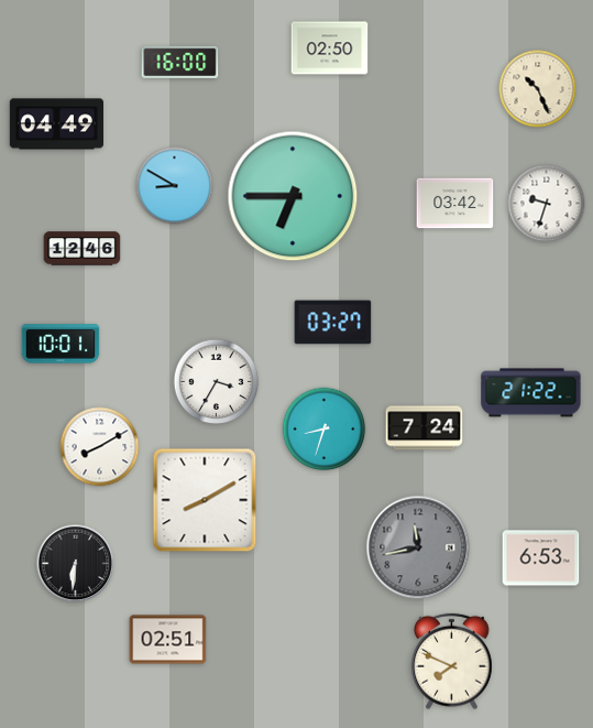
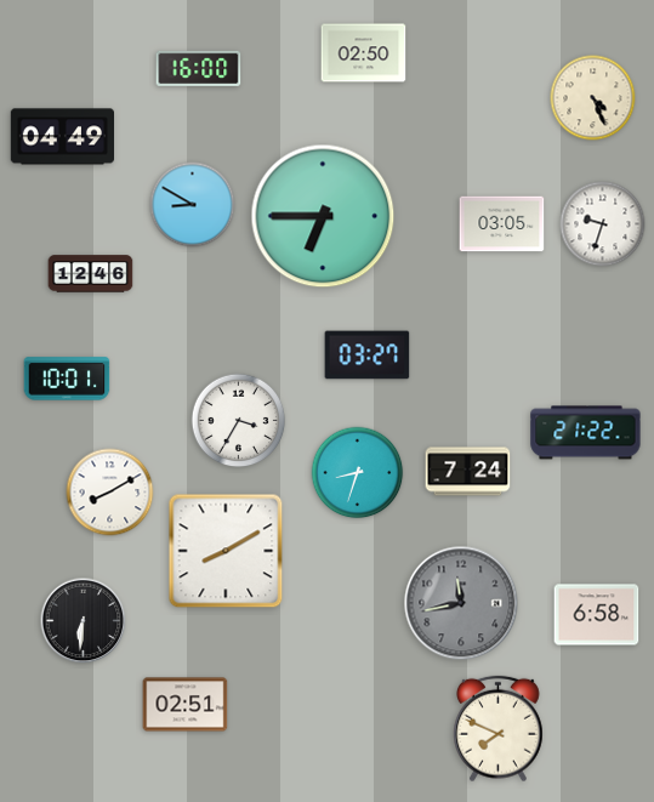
clock at (538, 89): 10:26 -> 4:26
clock at (455, 204): 03:42 -> 03:05
clock at (541, 558): 6:53 -> 6:58
